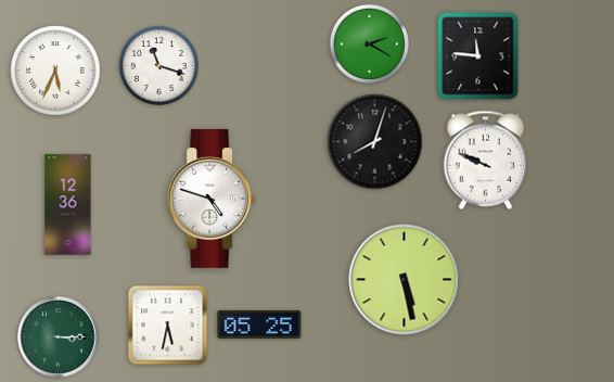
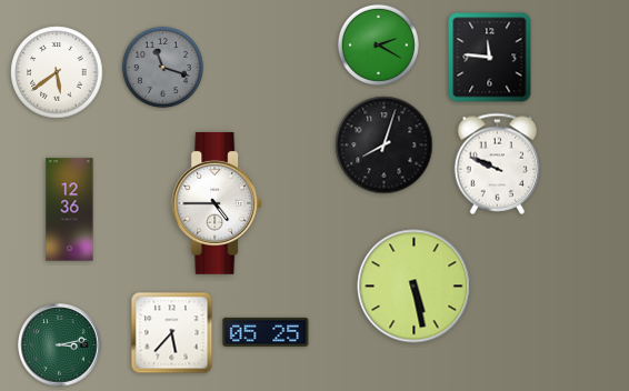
clock at (158, 65) dial: white -> grey
clock at (55, 71): 5:34 -> 5:39
clock at (212, 199): 4:48 -> 4:45
clock at (168, 326): 5:32 -> 5:37
clock at (59, 338): 3:15 -> 3:13
